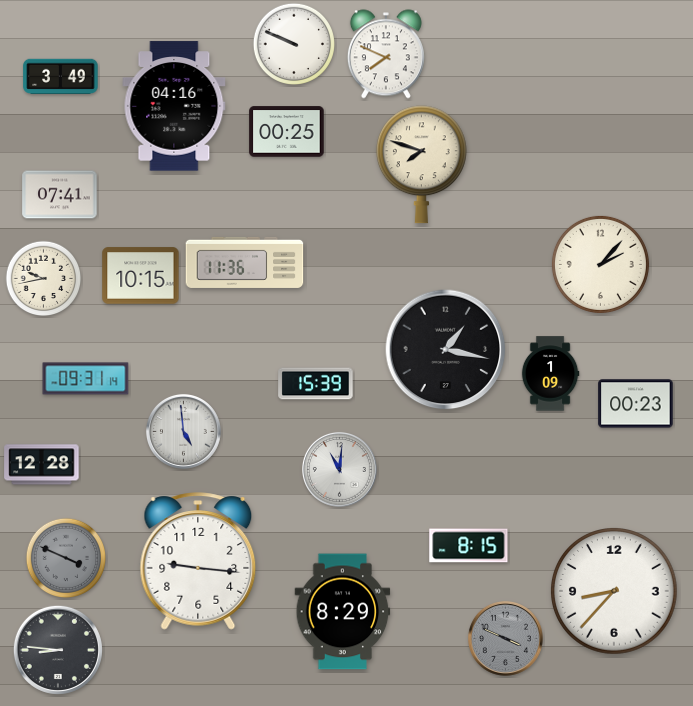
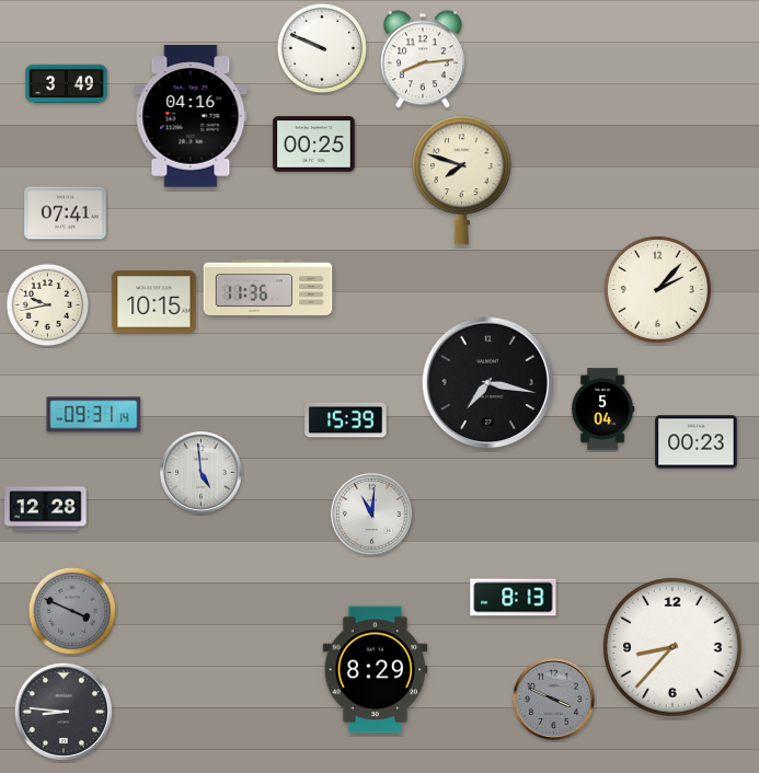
clock at (386, 54): 7:49 -> 8:14
clock at (446, 350): 1:17 -> 7:17
clock at (550, 374): 1:09 -> 5:04
clock at (469, 546): 8:15 -> 8:13
clock at (198, 561): 9:16 -> none
